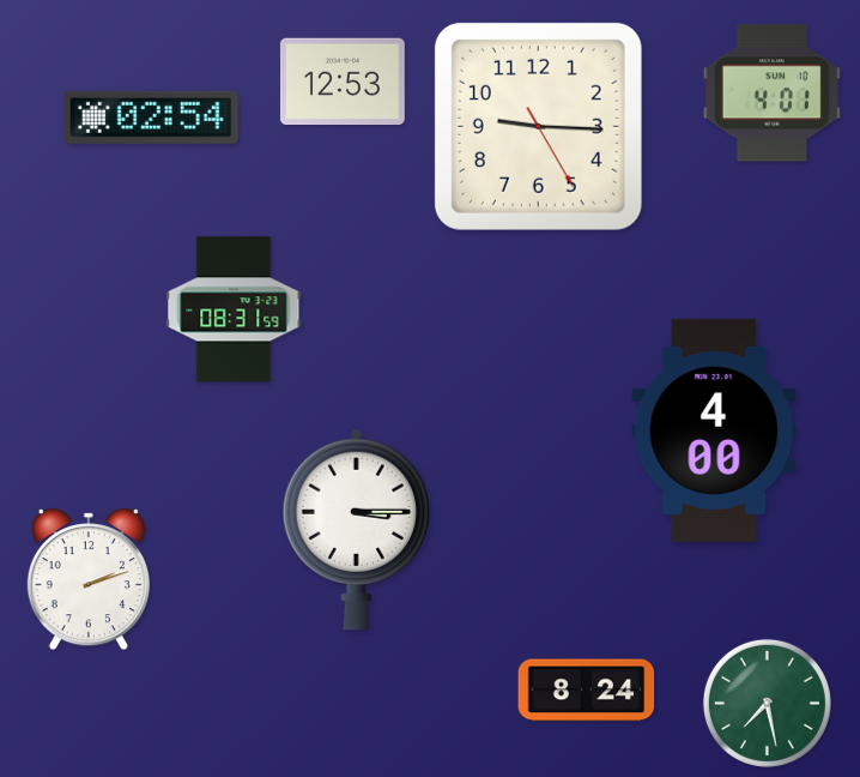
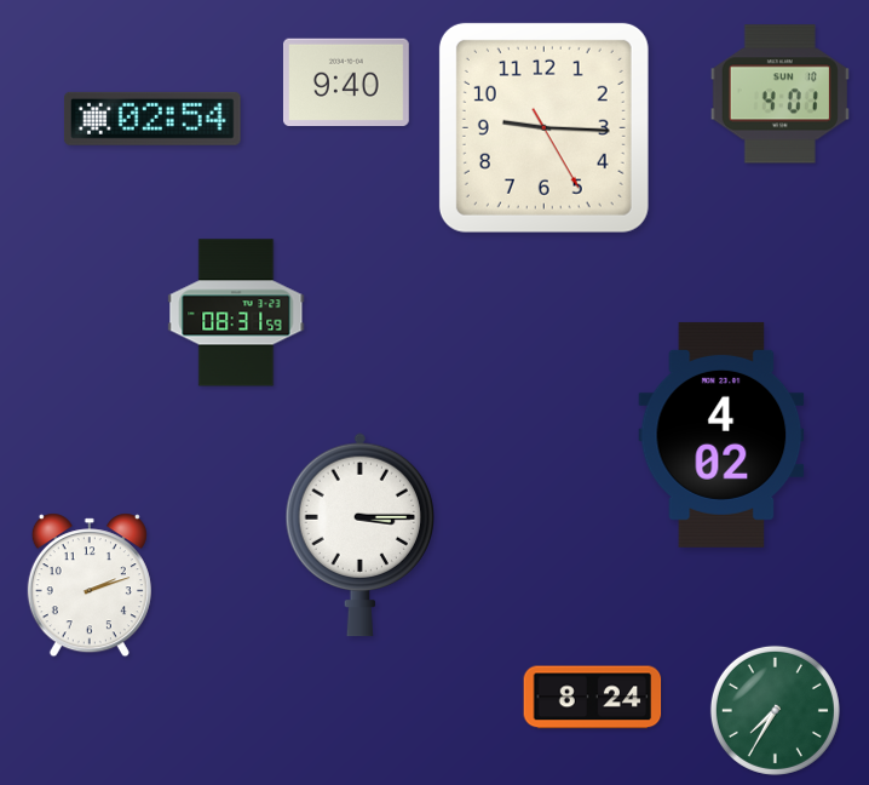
clock at (343, 82): 12:53 -> 9:40
clock at (714, 430): 4:00 -> 4:02
clock at (767, 703): 7:28 -> 7:35
